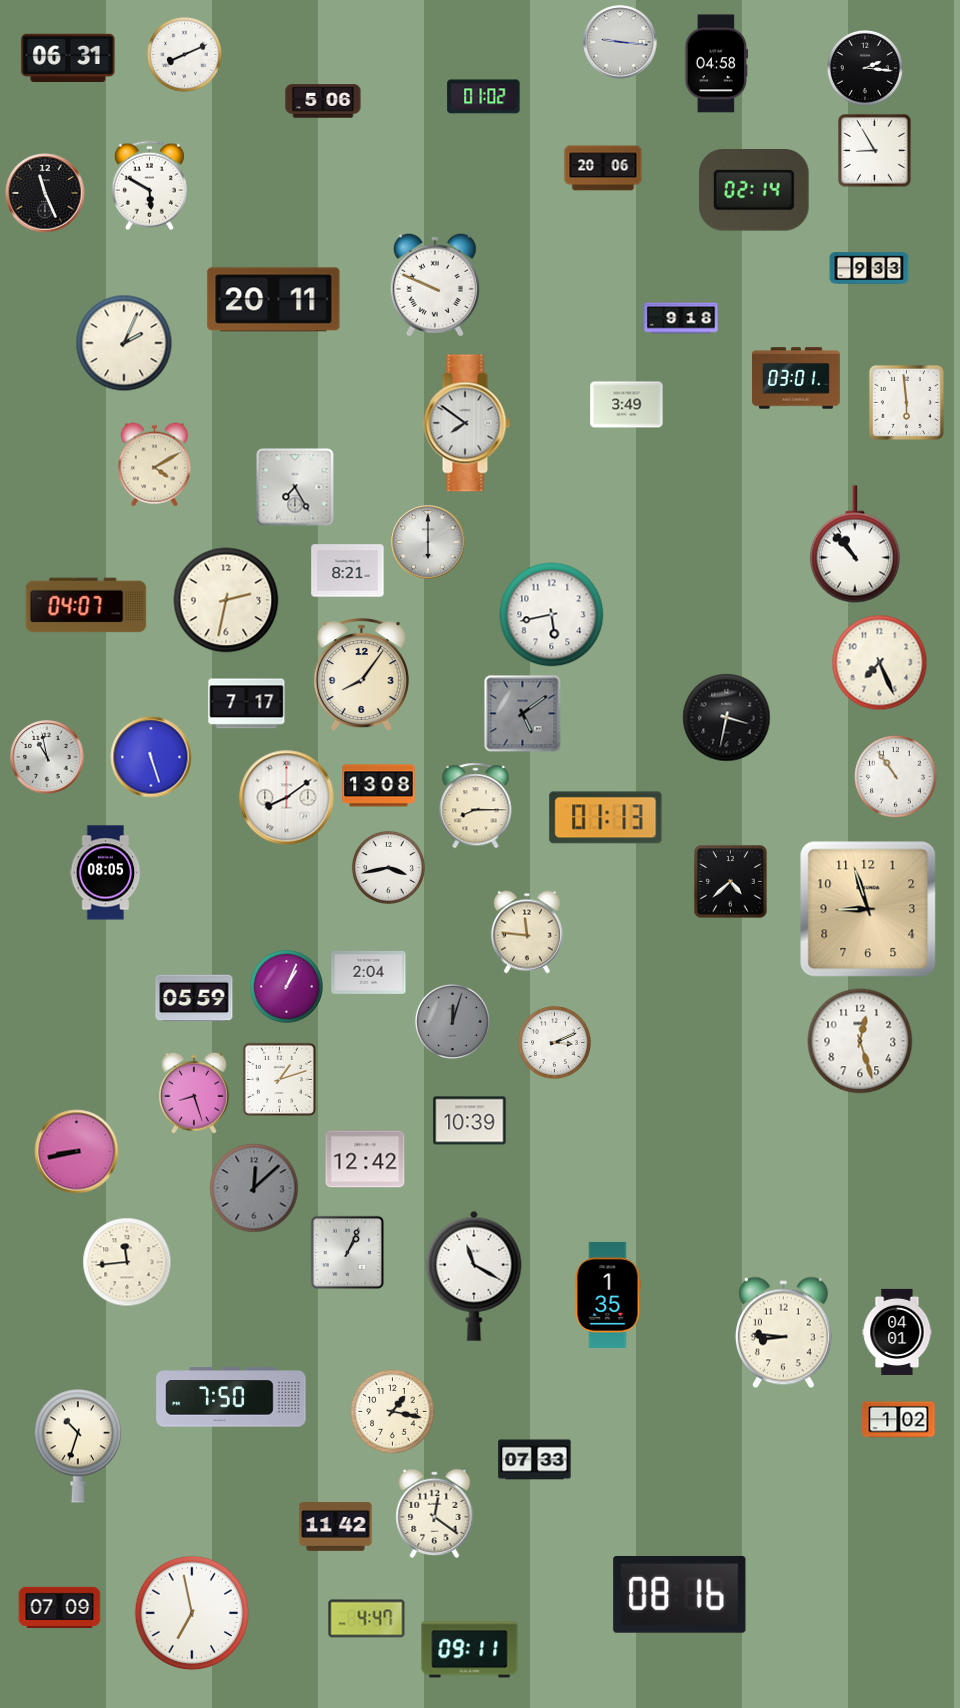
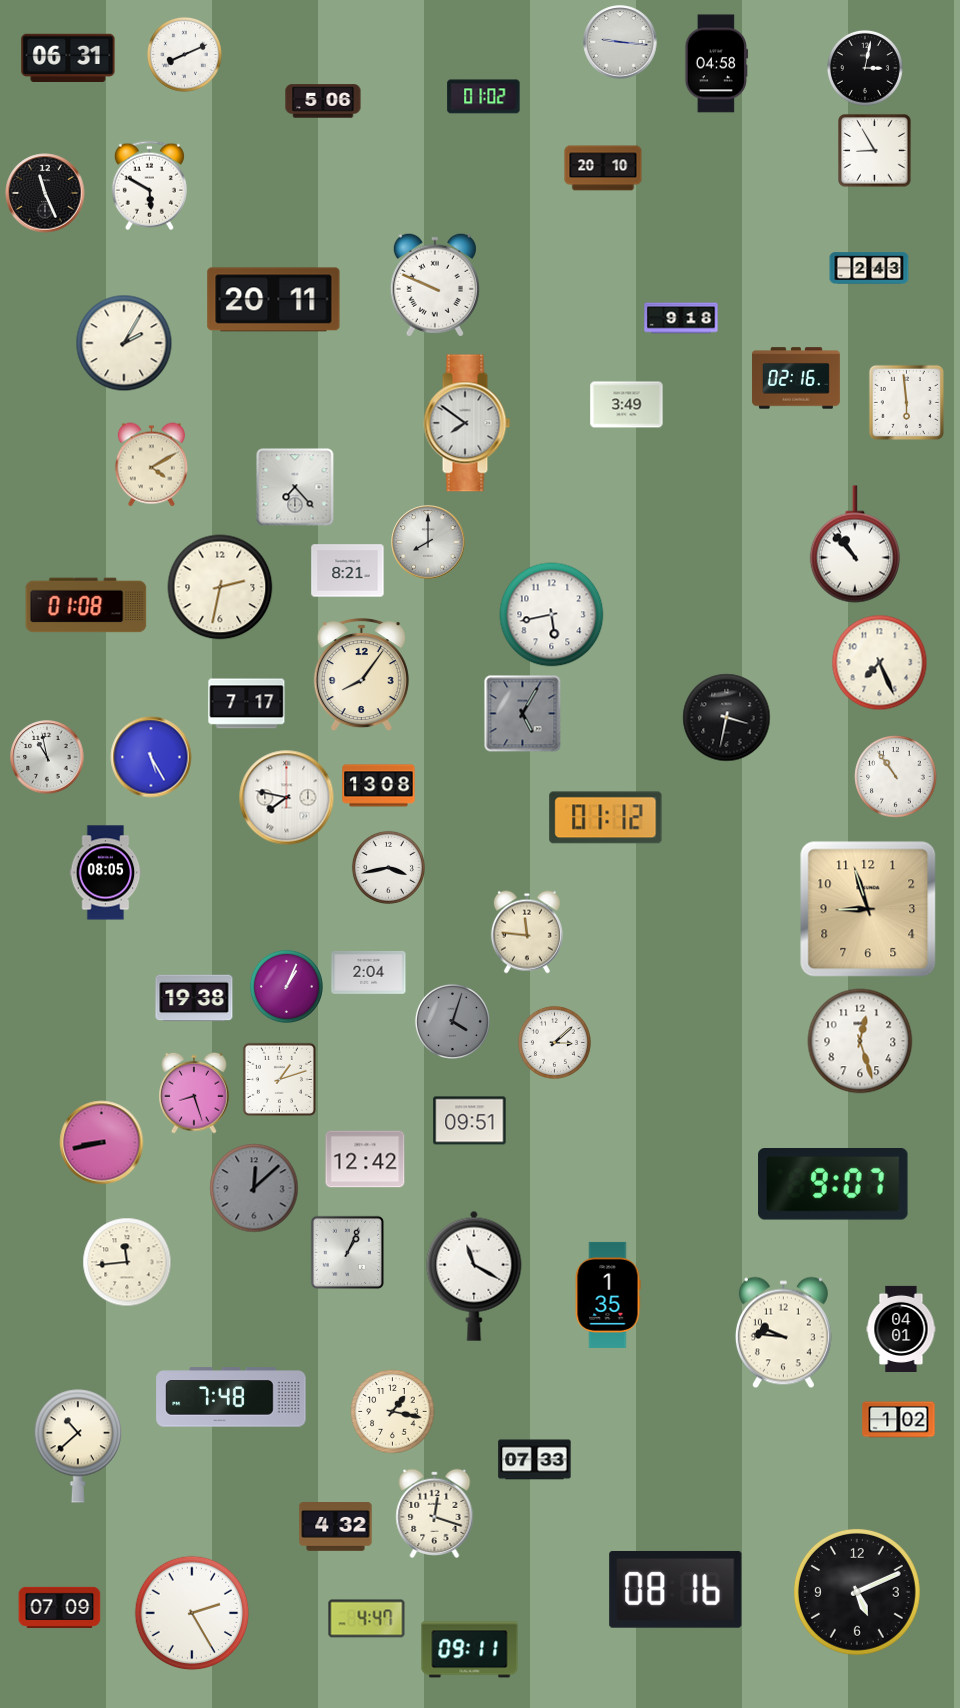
clock at (865, 68): 2:16 -> 3:02
clock at (603, 168): 20:06 -> 20:10
clock at (754, 191): 02:14 -> none
clock at (869, 268): 9:33 -> 2:43
clock at (124, 343): 2:04 -> 2:05
clock at (796, 378): 03:01 -> 02:16
clock at (154, 465) position: (154, 465) -> (151, 465)
clock at (295, 487): 7:25 -> 7:23
clock at (428, 542): 6:00 -> 8:00
clock at (226, 600) position: (226, 600) -> (220, 587)
clock at (86, 605): 04:07 -> 01:08
clock at (523, 714): 5:09 -> 5:05
clock at (151, 757): 5:27 -> 5:25
clock at (287, 798): 8:09 -> 7:47
clock at (476, 806): 8:15 -> none
clock at (606, 818): 01:13 -> 01:12
clock at (731, 882): 4:38 -> none
clock at (194, 998): 05:59 -> 19:38
clock at (452, 1021): 12:03 -> 4:03
clock at (554, 1042): 3:11 -> 3:08
clock at (470, 1121): 10:39 -> 09:51
clock at (77, 1152) position: (77, 1152) -> (102, 1143)
clock at (833, 1185): none -> 9:07
clock at (897, 1332) position: (897, 1332) -> (901, 1329)
clock at (783, 1333): 8:46 -> 9:46
clock at (231, 1397): 7:50 -> 7:48
clock at (77, 1446): 10:33 -> 10:38
clock at (435, 1513): 12:21 -> 12:18
clock at (336, 1527): 11:42 -> 4:32
clock at (857, 1592): none -> 5:11
clock at (680, 1594) position: (680, 1594) -> (676, 1589)
clock at (192, 1613): 6:58 -> 2:25
